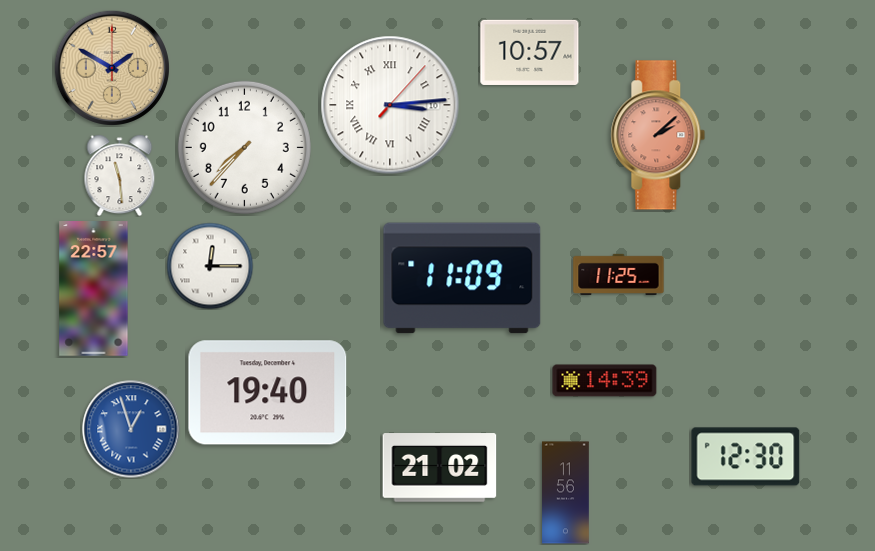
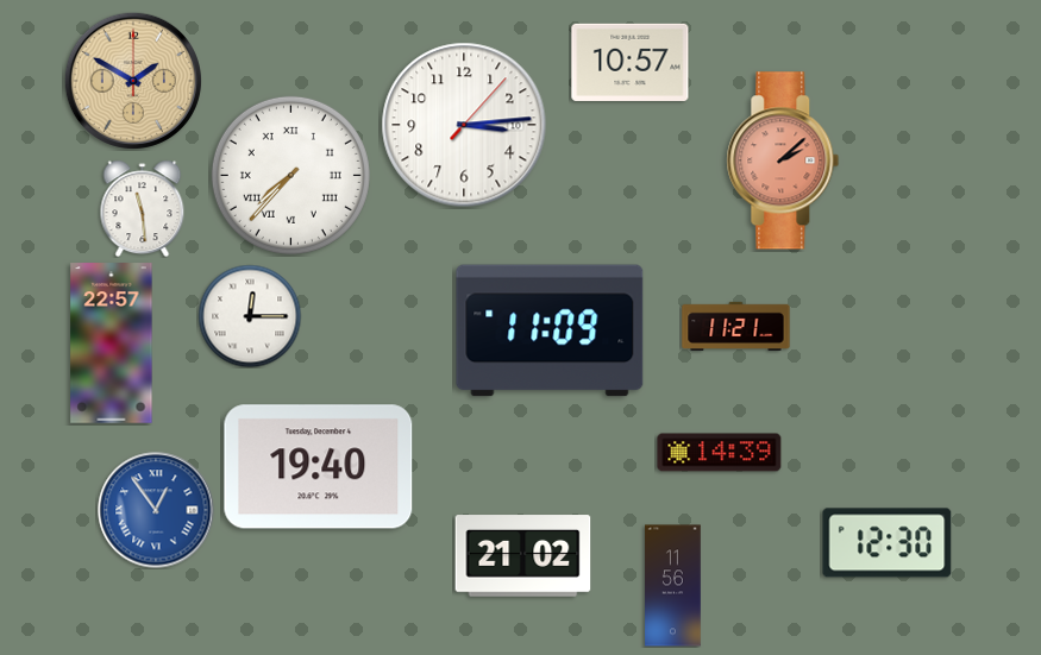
clock at (390, 105) numerals: Roman -> Arabic
clock at (244, 147) numerals: Arabic -> Roman
clock at (619, 274): 11:25 -> 11:21
clock at (131, 429): 12:57 -> 12:54
